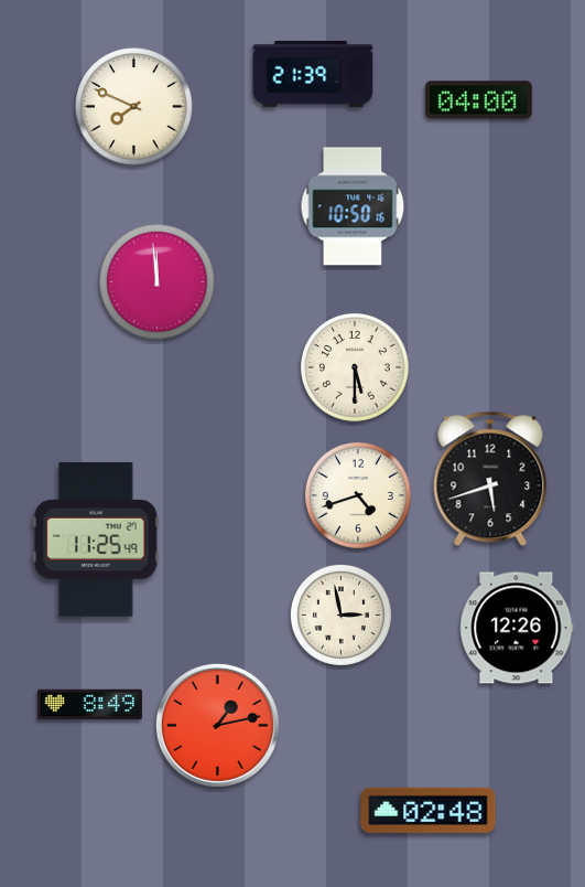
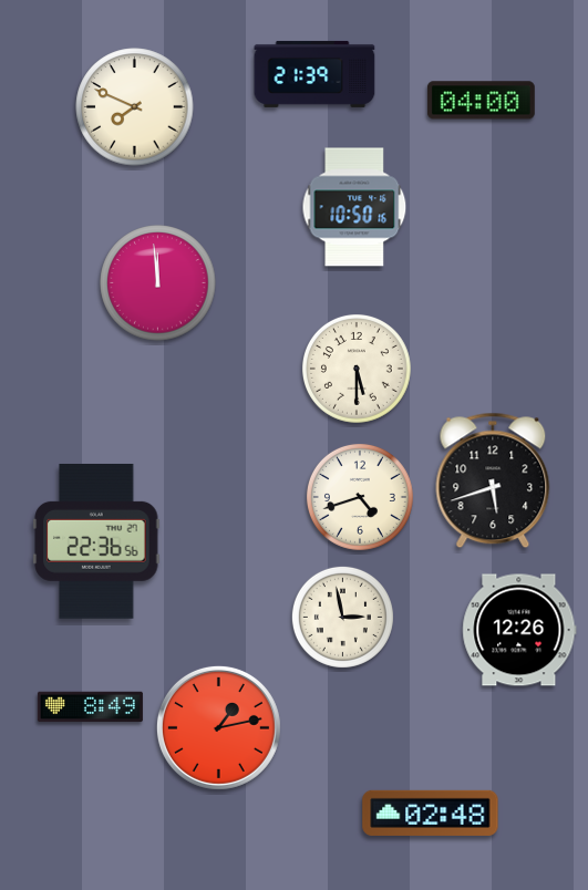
clock at (96, 539): 11:25 -> 22:36
